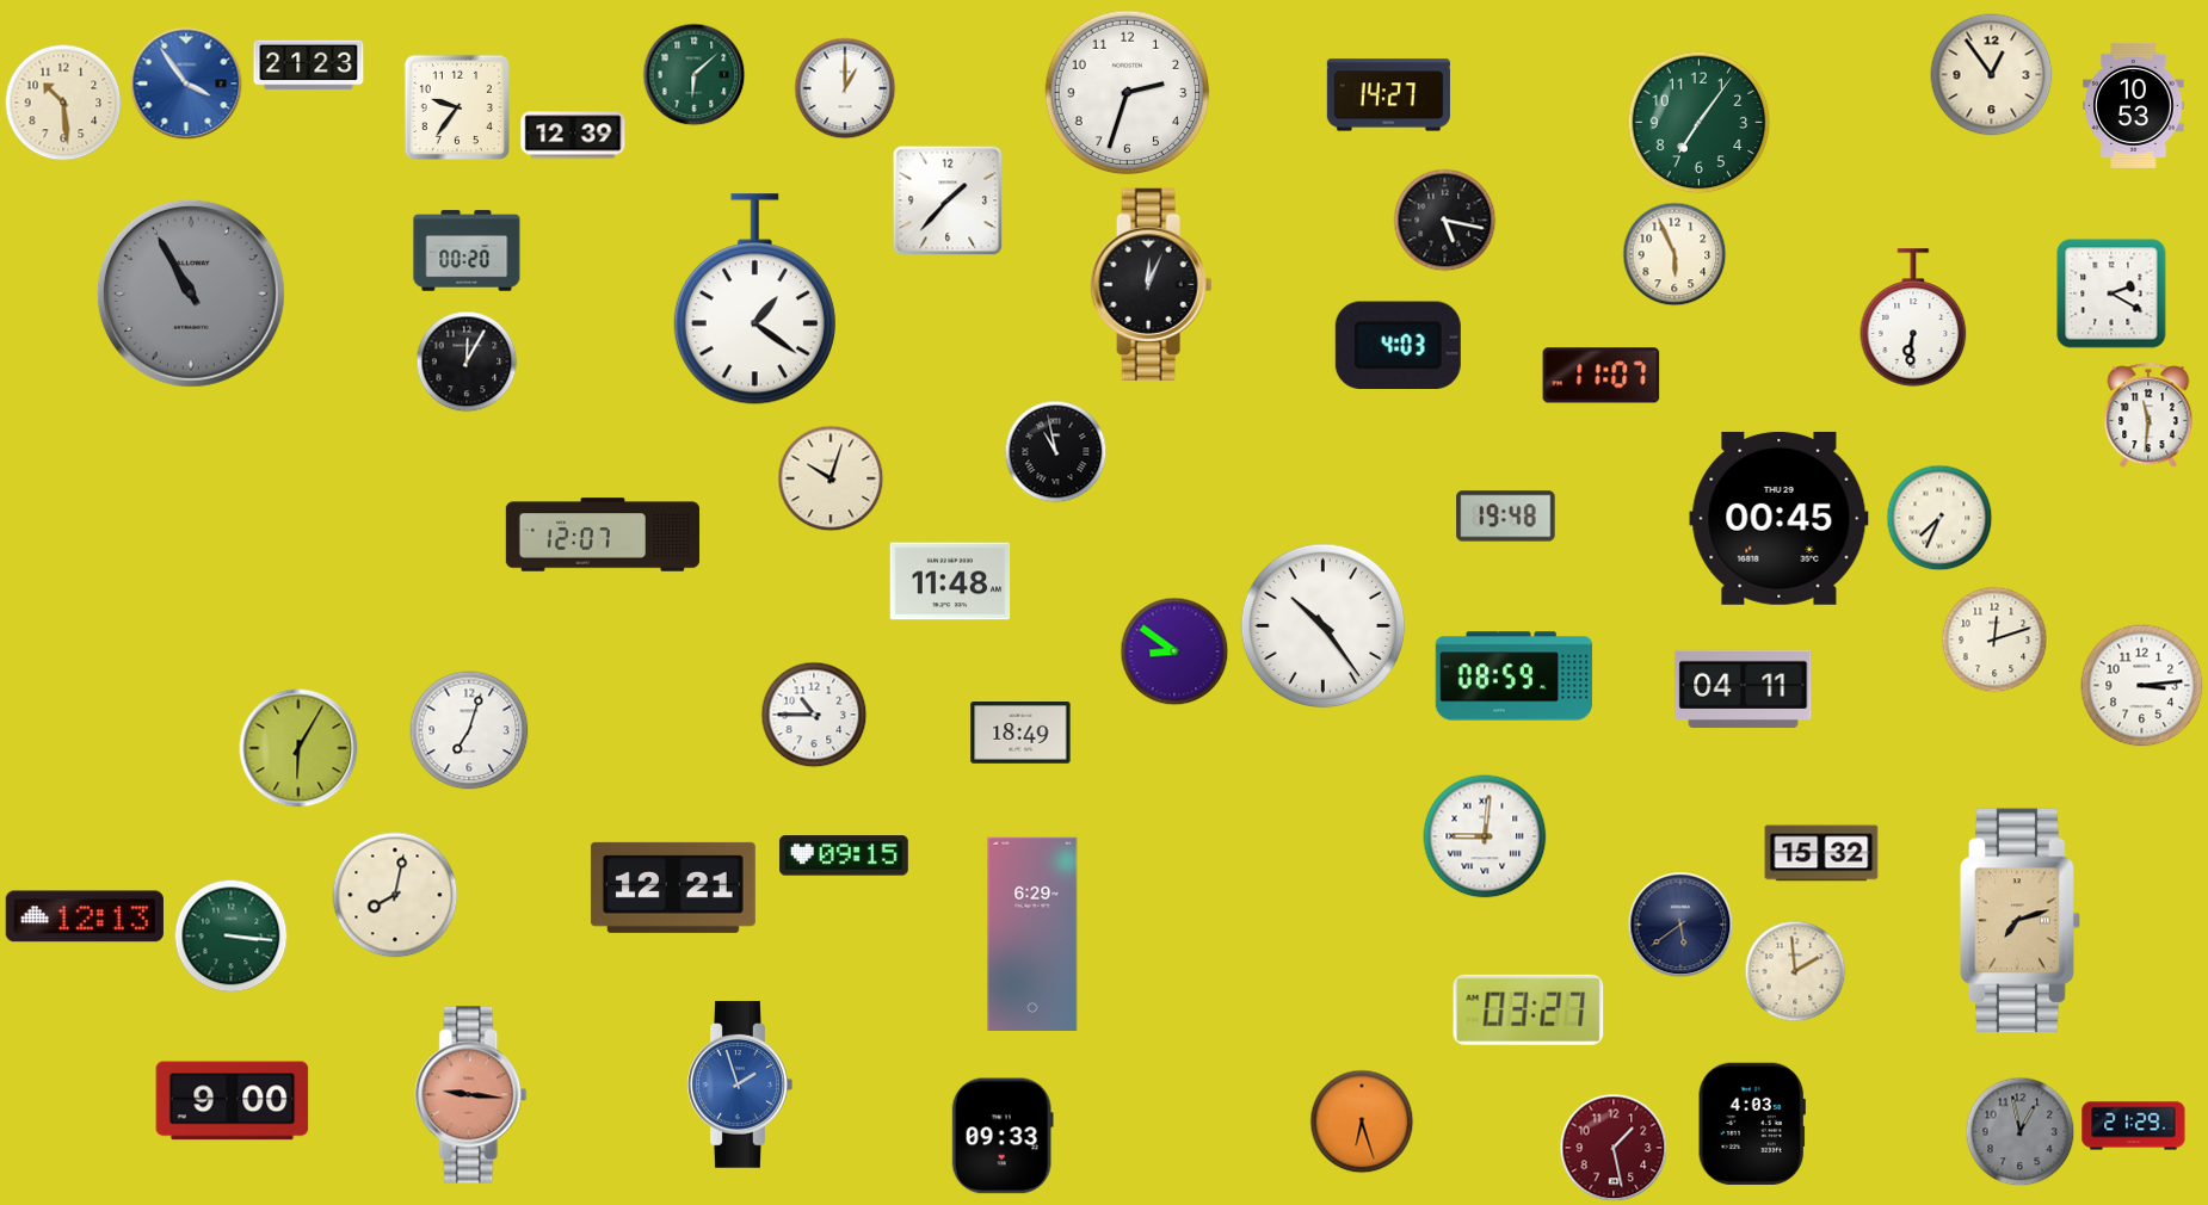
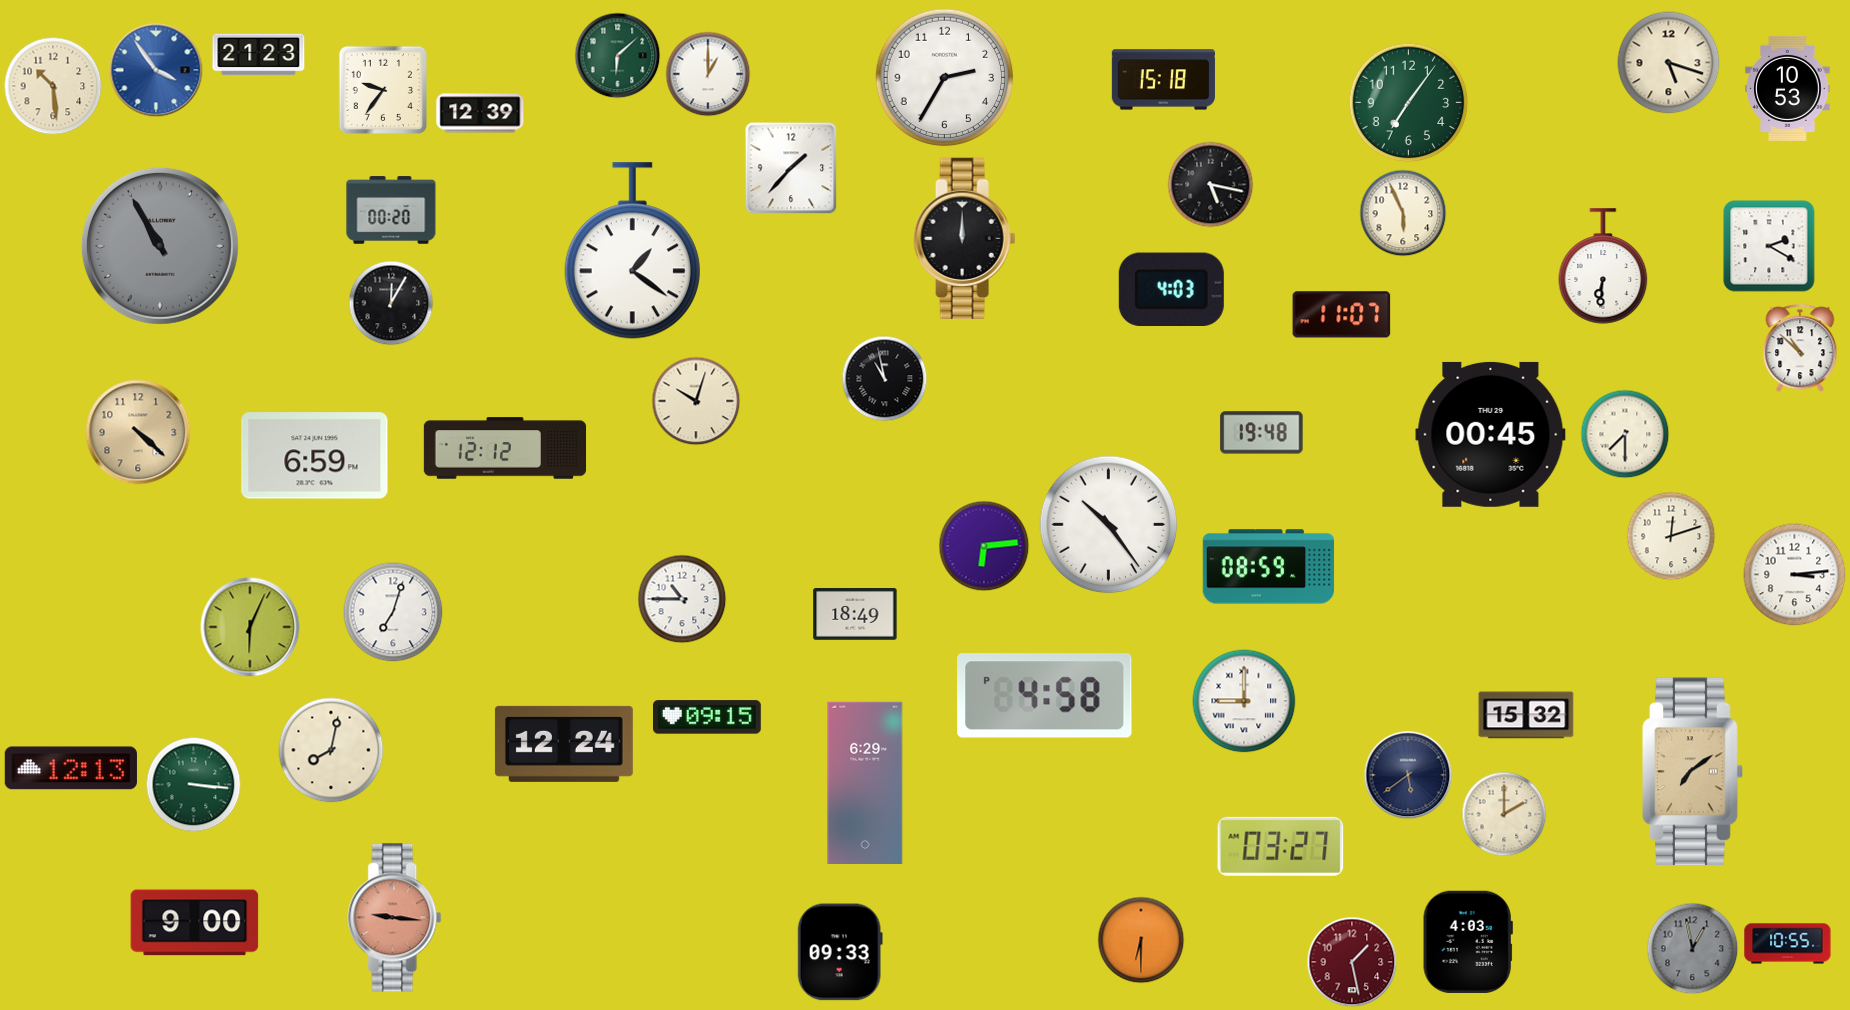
clock at (695, 75) position: (695, 75) -> (618, 56)
clock at (1992, 75): 12:54 -> 5:18
clock at (1128, 93): 2:33 -> 2:35
clock at (1388, 95): 14:27 -> 15:18
clock at (1700, 123) position: (1700, 123) -> (1409, 103)
clock at (948, 200) position: (948, 200) -> (791, 168)
clock at (1152, 284): 12:04 -> 12:00
clock at (2148, 416): 11:31 -> 10:52
clock at (138, 432): none -> 4:22
clock at (1939, 518): 7:34 -> 7:30
clock at (603, 534): 12:07 -> 12:12
clock at (315, 456): none -> 6:59
clock at (950, 581): 11:48 -> none
clock at (1174, 651): 8:51 -> 6:14
clock at (1744, 688): 04:11 -> none
clock at (298, 748): 6:05 -> 6:04
clock at (1045, 696): none -> 4:58
clock at (1485, 836): 9:01 -> 9:00
clock at (673, 888): 12:21 -> 12:24
clock at (2021, 921): 7:12 -> 7:09
clock at (1795, 971): 1:59 -> 2:00
clock at (740, 1086): 1:57 -> none
clock at (1362, 1121): 6:27 -> 6:30
clock at (2134, 1126): 21:29 -> 10:55
